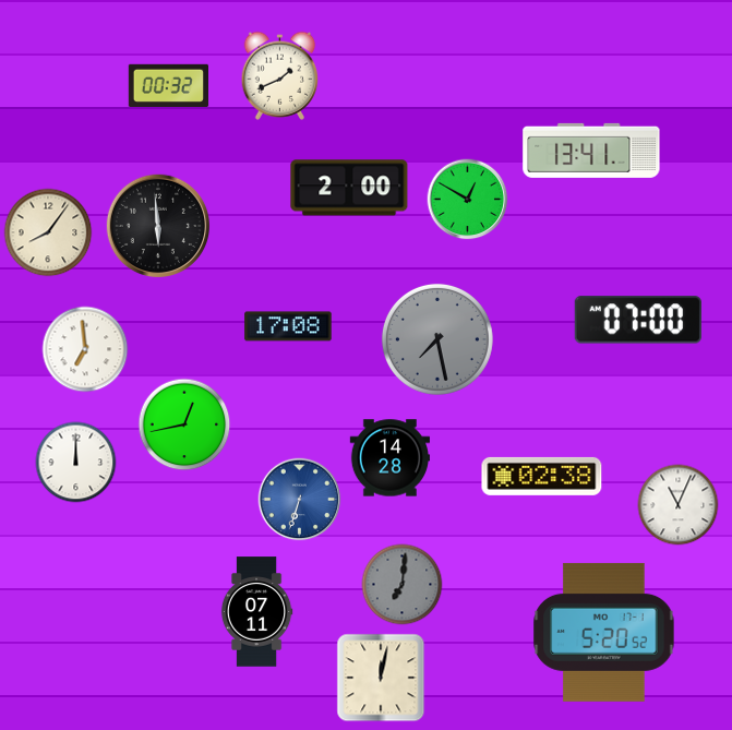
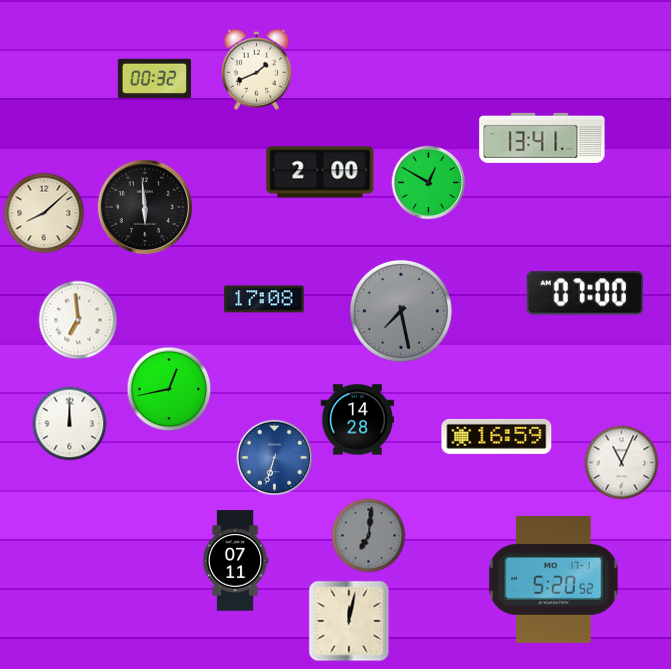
clock at (48, 232): 8:06 -> 8:08
clock at (542, 476): 02:38 -> 16:59
